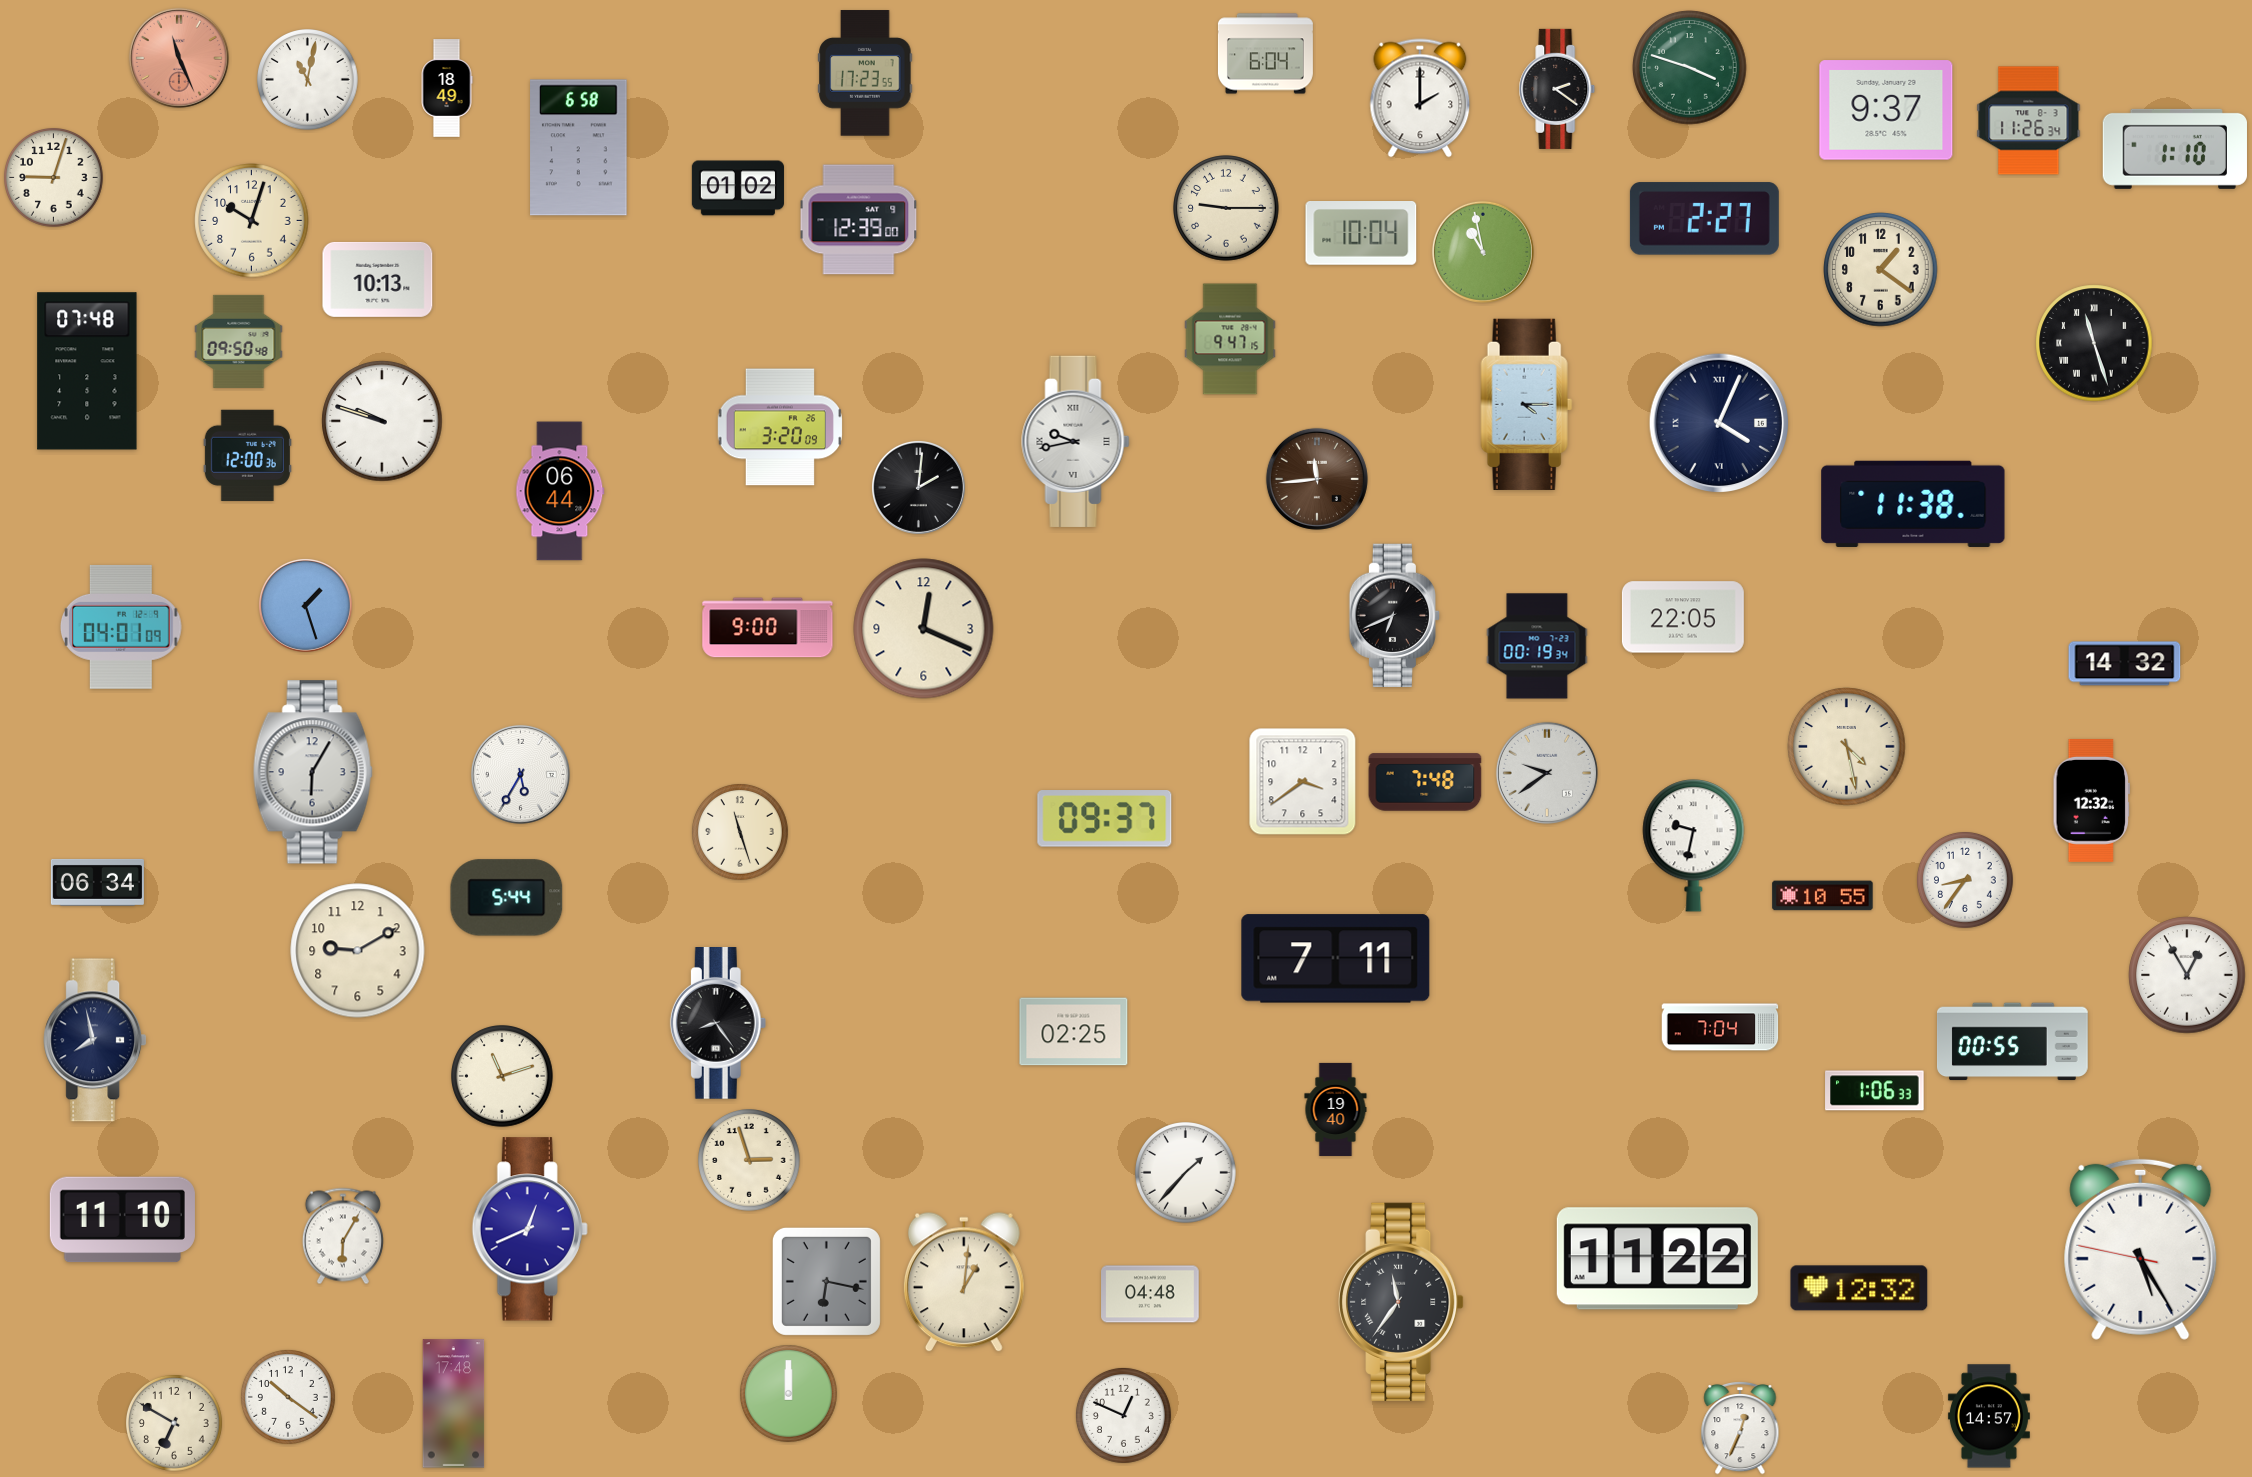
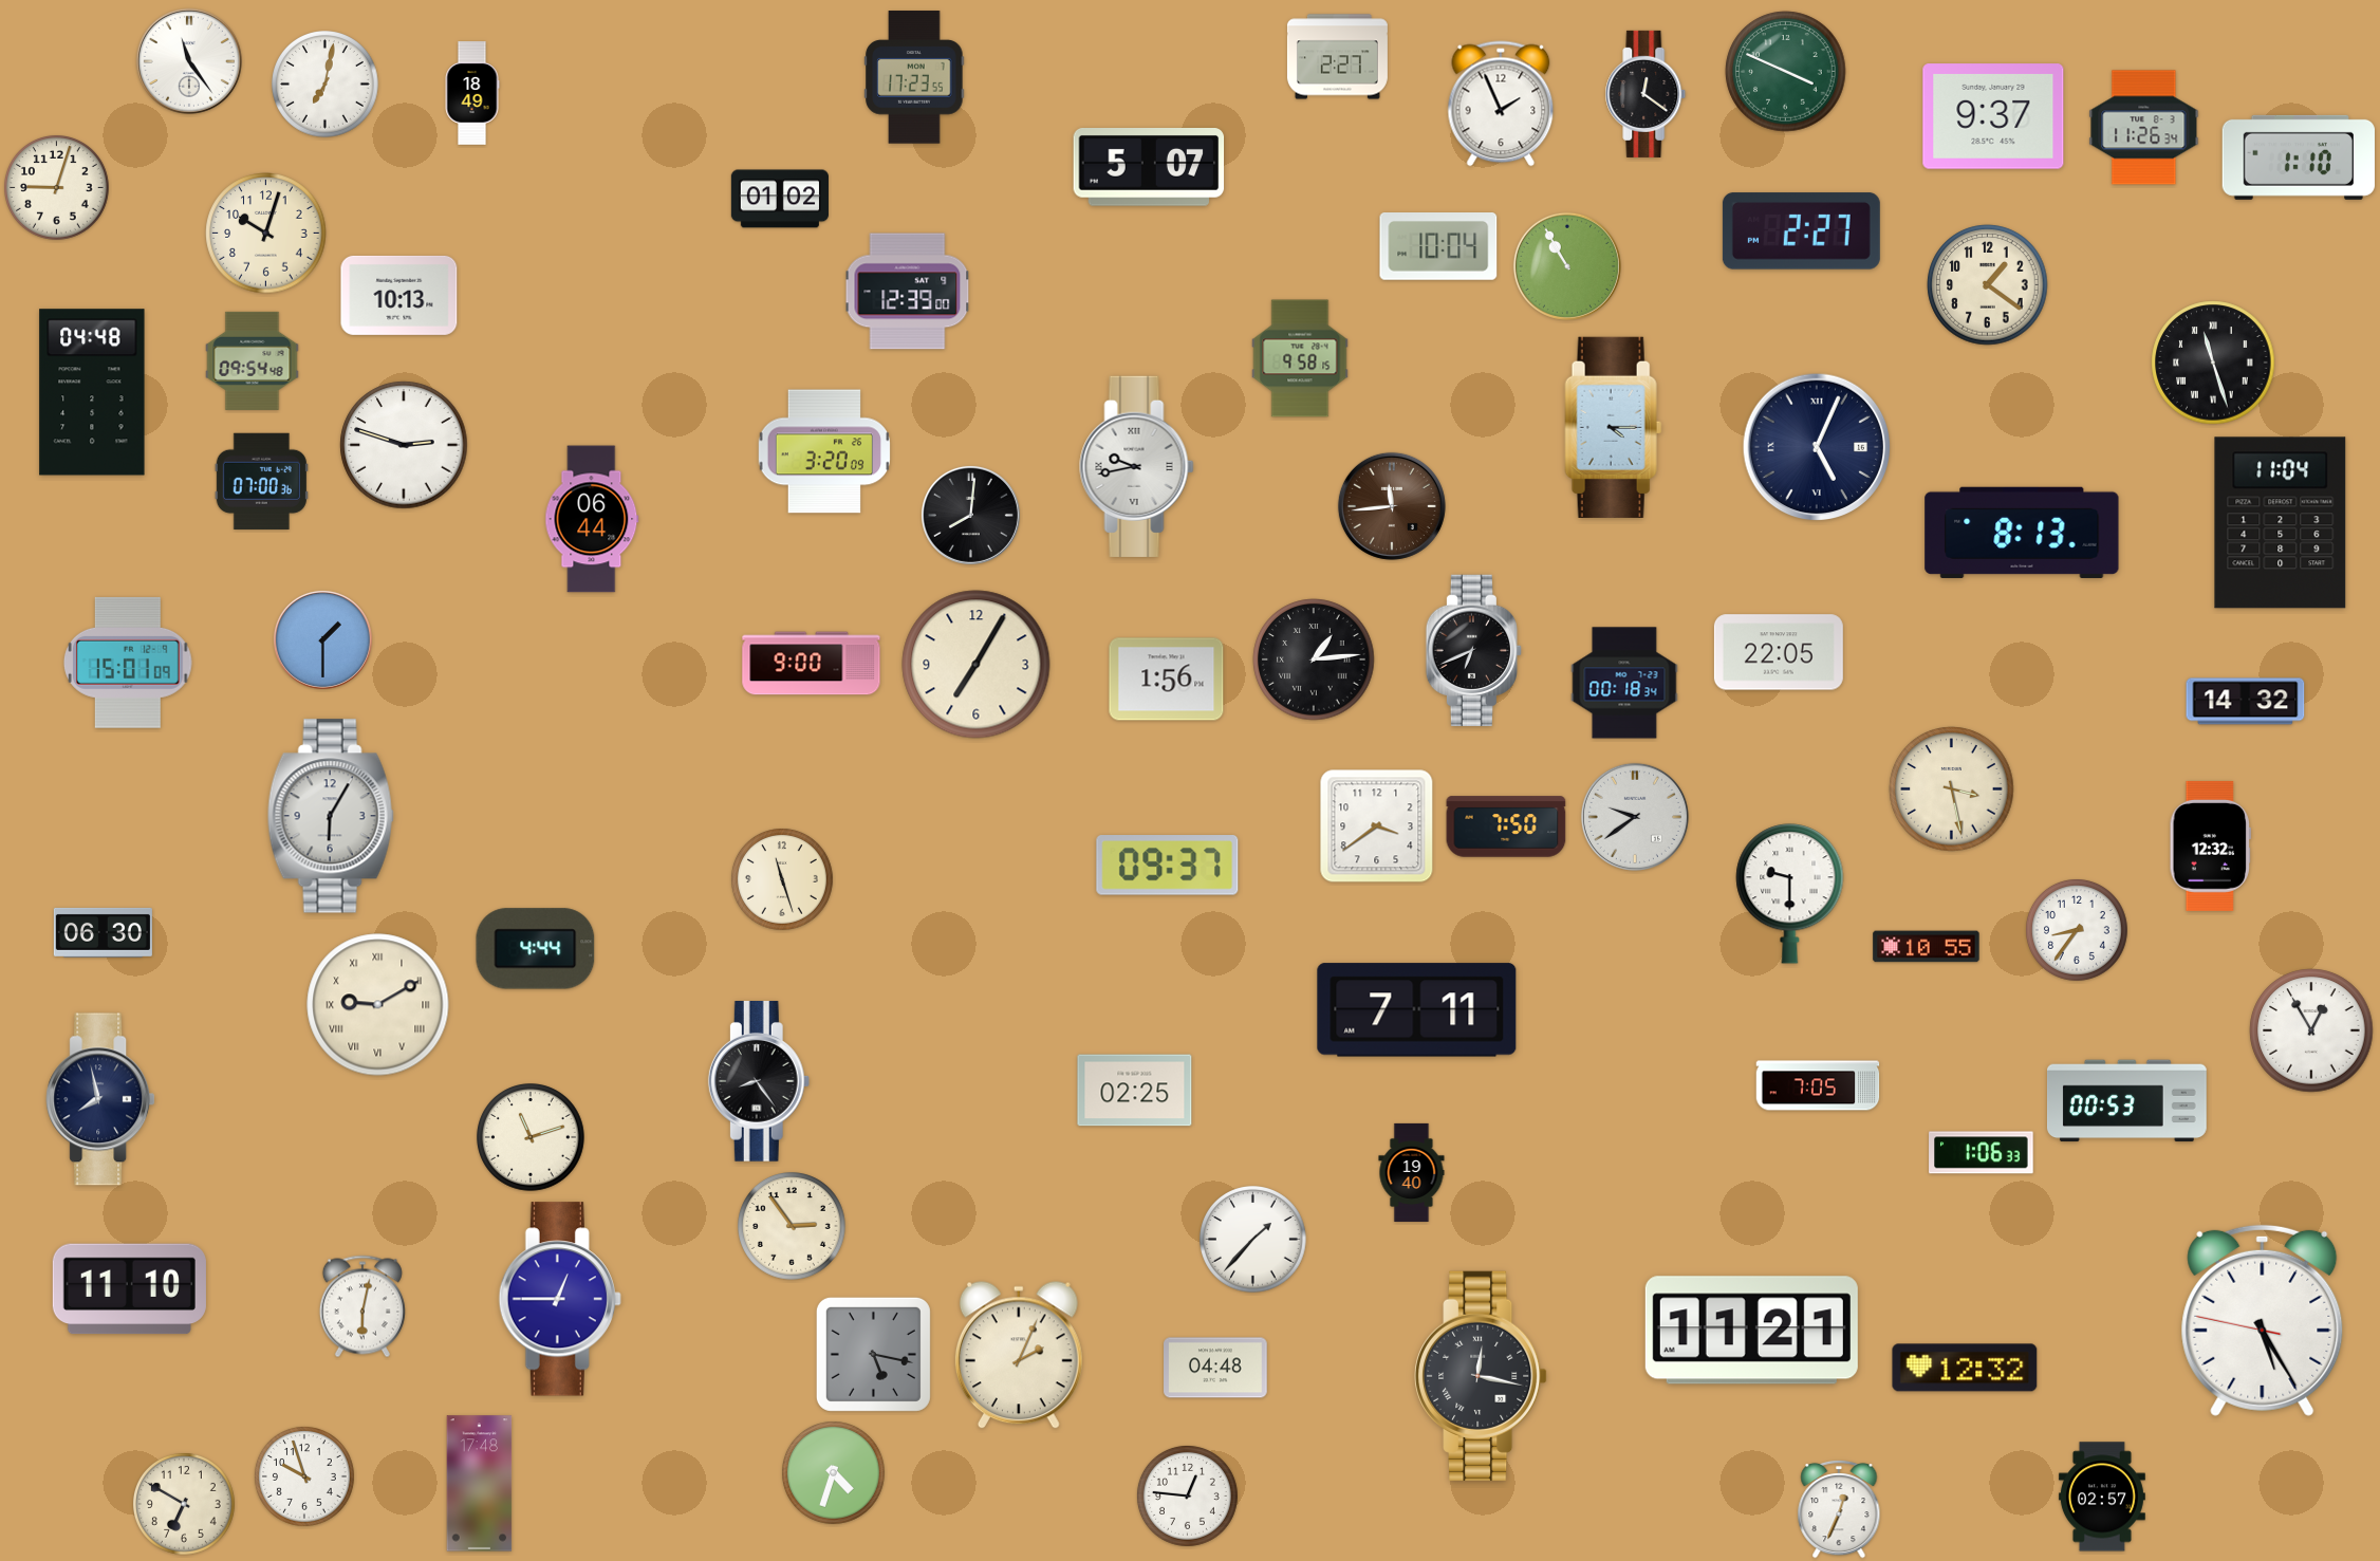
clock at (1265, 54): 6:04 -> 2:27
clock at (179, 58): 11:26 -> 11:24
clock at (179, 58) dial: salmon -> white
clock at (1690, 68): 3:48 -> 3:49
clock at (308, 80): 11:02 -> 7:02
clock at (1557, 89): 2:21 -> 12:21
clock at (1420, 98): 2:00 -> 1:56
clock at (579, 148): 6:58 -> none
clock at (1149, 168): none -> 5:07
clock at (1226, 208): 9:15 -> none
clock at (859, 220) position: (859, 220) -> (908, 292)
clock at (1483, 252): 10:58 -> 10:55
clock at (1230, 339): 9:47 -> 9:58
clock at (239, 341): 09:50 -> 09:54
clock at (87, 371): 07:48 -> 04:48
clock at (382, 421): 9:48 -> 2:48
clock at (1719, 423): 4:04 -> 5:04
clock at (247, 455): 12:00 -> 07:00
clock at (918, 487): 2:01 -> 8:01
clock at (2281, 523): none -> 11:04
clock at (1913, 504): 11:38 -> 8:13
clock at (305, 605): 1:27 -> 1:30
clock at (1314, 659): none -> 1:14
clock at (122, 627): 04:01 -> 15:01
clock at (924, 629): 12:19 -> 7:05
clock at (1167, 680): none -> 1:56
clock at (1537, 646): 00:19 -> 00:18
clock at (1847, 747): 4:28 -> 3:28
clock at (520, 774): 5:35 -> none
clock at (1425, 782): 7:48 -> 7:50
clock at (1694, 846): 9:32 -> 9:30
clock at (97, 882): 06:34 -> 06:30
clock at (507, 898): 5:44 -> 4:44
clock at (358, 951) numerals: Arabic -> Roman
clock at (1336, 959) position: (1336, 959) -> (1417, 1010)
clock at (1720, 1027): 7:04 -> 7:05
clock at (2013, 1042): 00:55 -> 00:53
clock at (750, 1161): 2:57 -> 2:54
clock at (530, 1229): 12:41 -> 12:45
clock at (343, 1236): 6:05 -> 6:02
clock at (1657, 1259): 11:22 -> 11:21
clock at (826, 1281): 6:17 -> 5:17
clock at (964, 1283): 1:01 -> 2:04
clock at (1859, 1288) position: (1859, 1288) -> (1965, 1368)
clock at (1401, 1302): 11:36 -> 12:17
clock at (789, 1394): 12:00 -> 4:33
clock at (288, 1397): 10:21 -> 9:57
clock at (1123, 1415): 12:49 -> 12:46
clock at (1989, 1416): 14:57 -> 02:57
